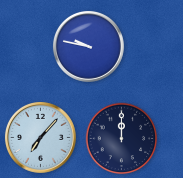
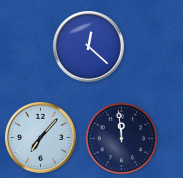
clock at (88, 46): 9:47 -> 12:22
clock at (122, 139): 12:00 -> 11:59
